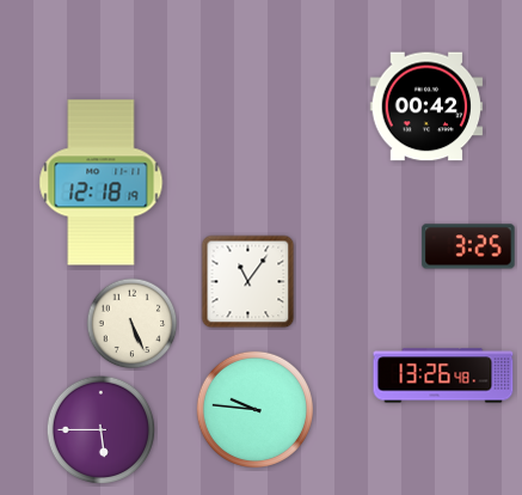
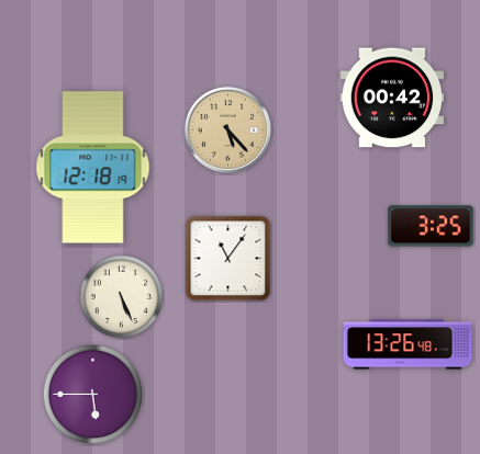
clock at (227, 129): none -> 5:23
clock at (254, 409): 9:46 -> none
